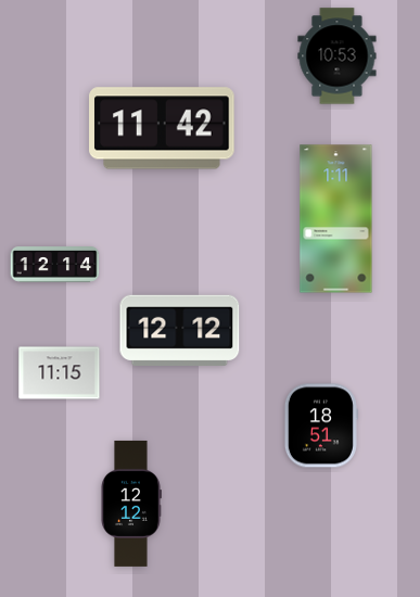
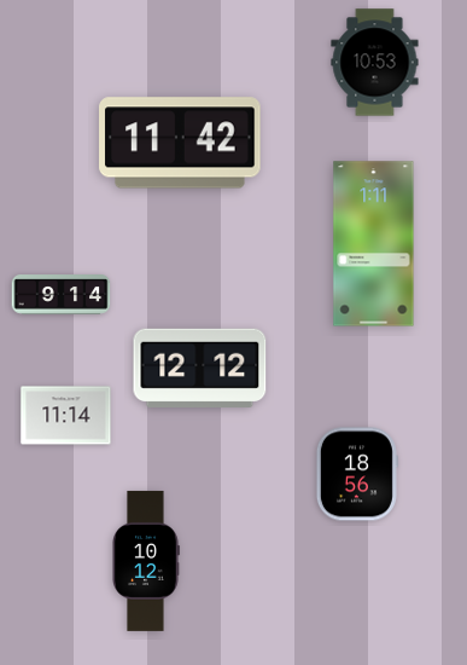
clock at (55, 265): 12:14 -> 9:14
clock at (60, 373): 11:15 -> 11:14
clock at (320, 425): 18:51 -> 18:56
clock at (131, 504): 12:12 -> 10:12
